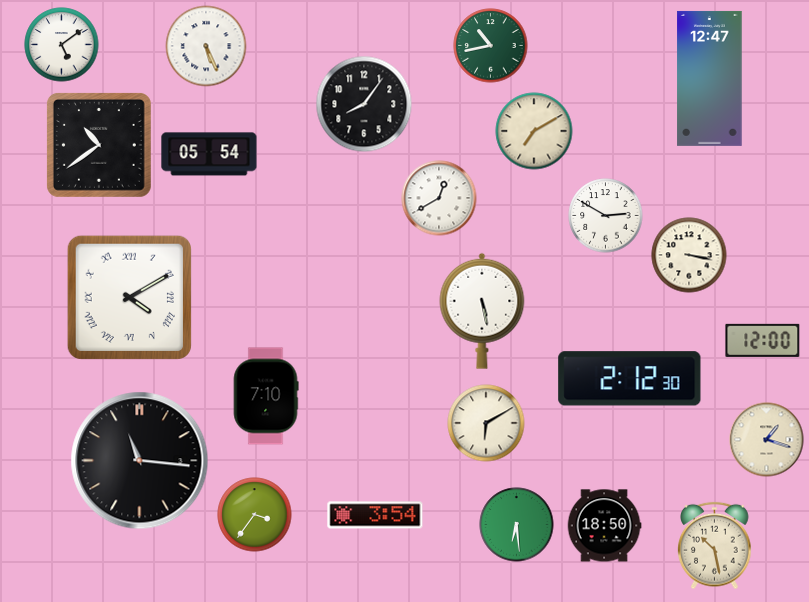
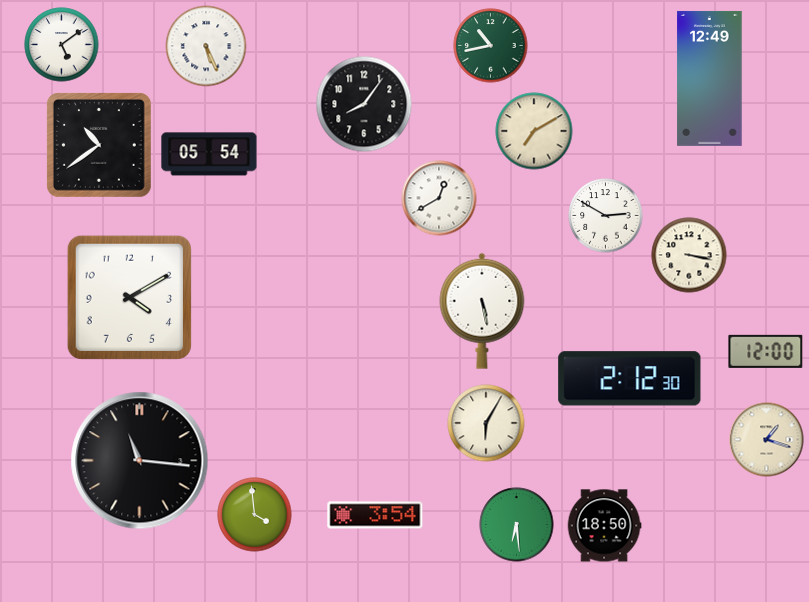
clock at (710, 78): 12:47 -> 12:49
clock at (129, 297) numerals: Roman -> Arabic
clock at (763, 340) position: (763, 340) -> (766, 351)
clock at (266, 396): 7:10 -> none
clock at (486, 423): 6:10 -> 6:05
clock at (255, 515): 3:36 -> 3:59
clock at (715, 546): 10:28 -> none
